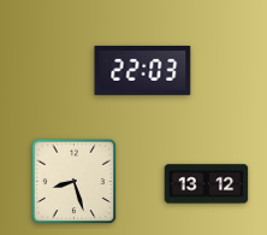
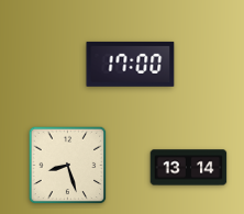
clock at (143, 70): 22:03 -> 17:00
clock at (207, 184): 13:12 -> 13:14
